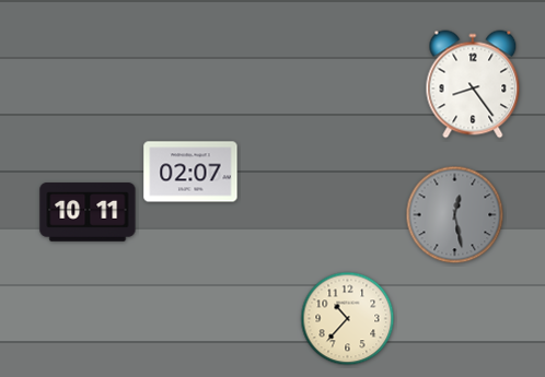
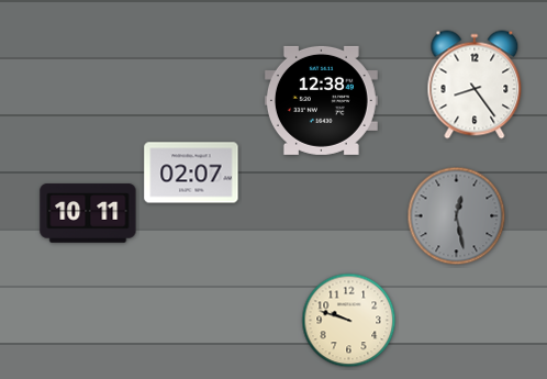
clock at (321, 100): none -> 12:38
clock at (348, 319): 10:37 -> 9:48
